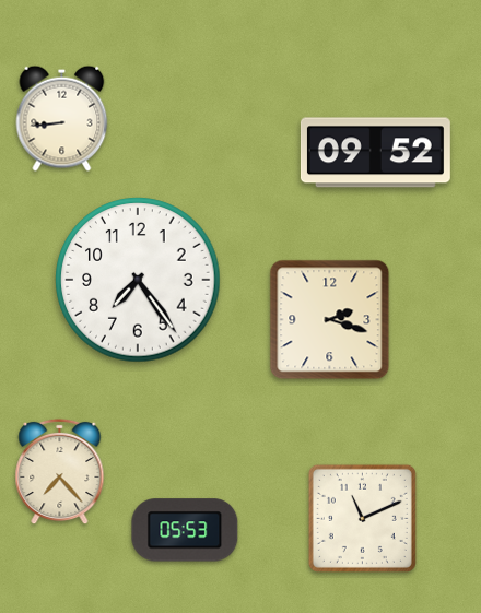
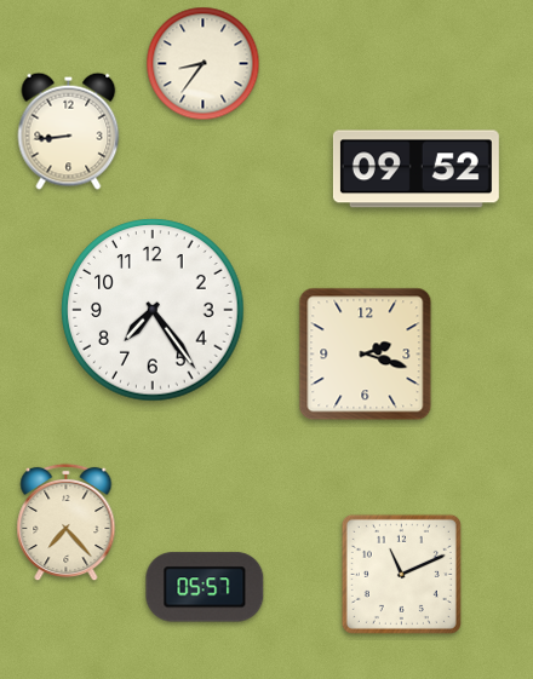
clock at (204, 64): none -> 8:36
clock at (185, 530): 05:53 -> 05:57
